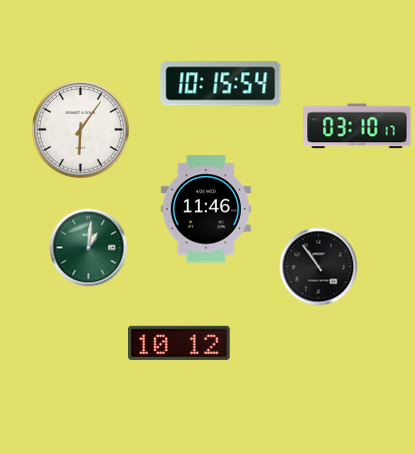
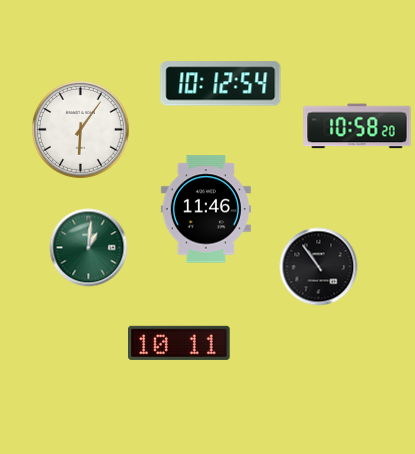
clock at (221, 84): 10:15 -> 10:12
clock at (357, 126): 03:10 -> 10:58
clock at (179, 343): 10:12 -> 10:11
